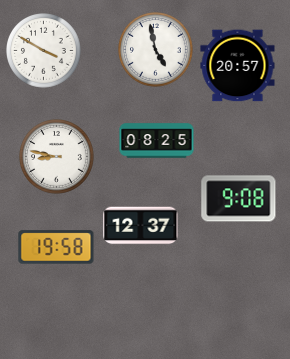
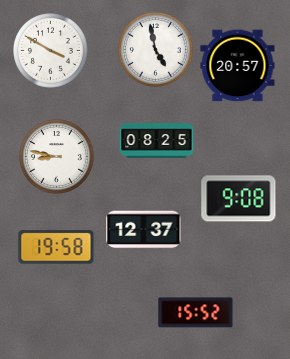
clock at (44, 51) position: (44, 51) -> (51, 51)
clock at (141, 226) position: (141, 226) -> (144, 230)
clock at (196, 313): none -> 15:52
